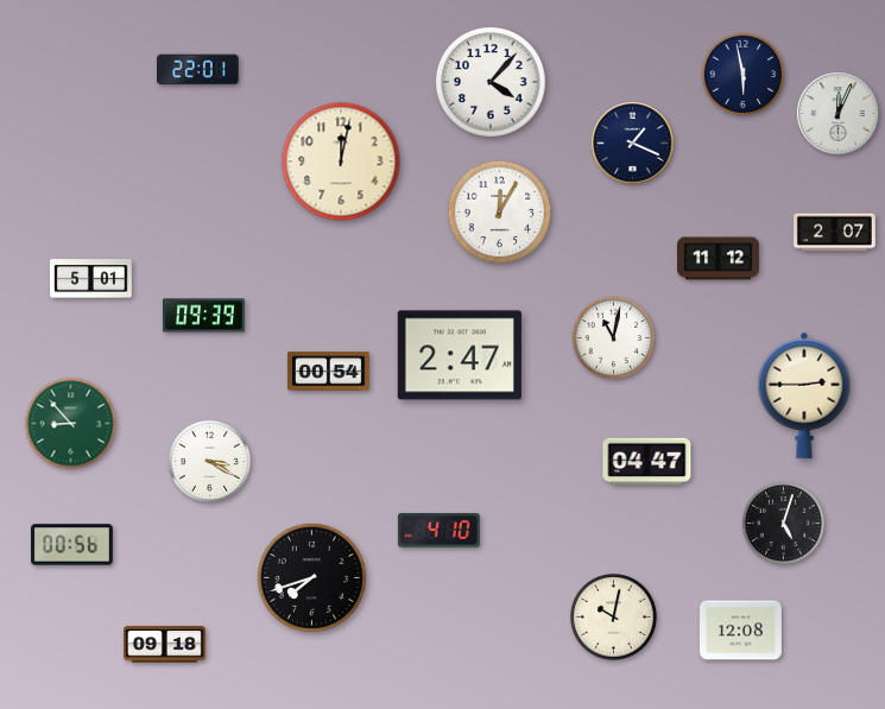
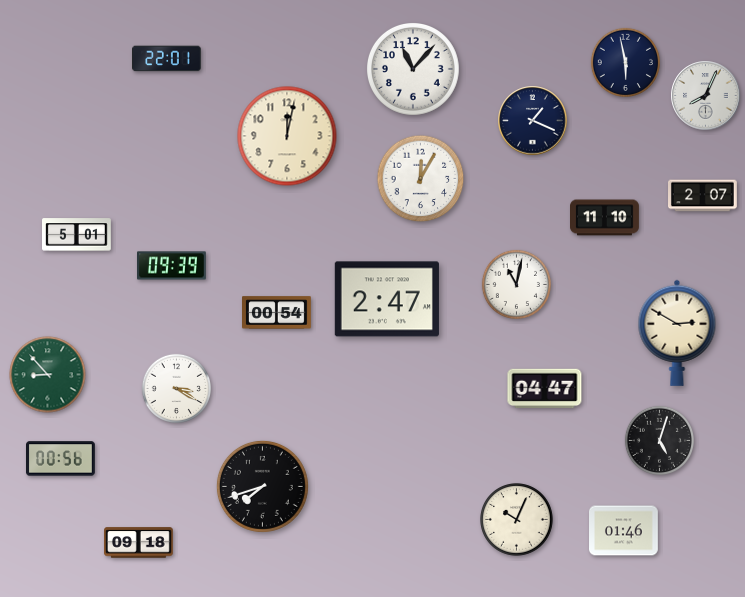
clock at (492, 83): 4:07 -> 11:07
clock at (839, 114): 12:04 -> 8:04
clock at (719, 259): 11:12 -> 11:10
clock at (804, 395): 2:45 -> 2:50
clock at (71, 424) position: (71, 424) -> (48, 375)
clock at (438, 531): 4:10 -> none
clock at (614, 618): 10:02 -> 10:04
clock at (741, 631): 12:08 -> 01:46
